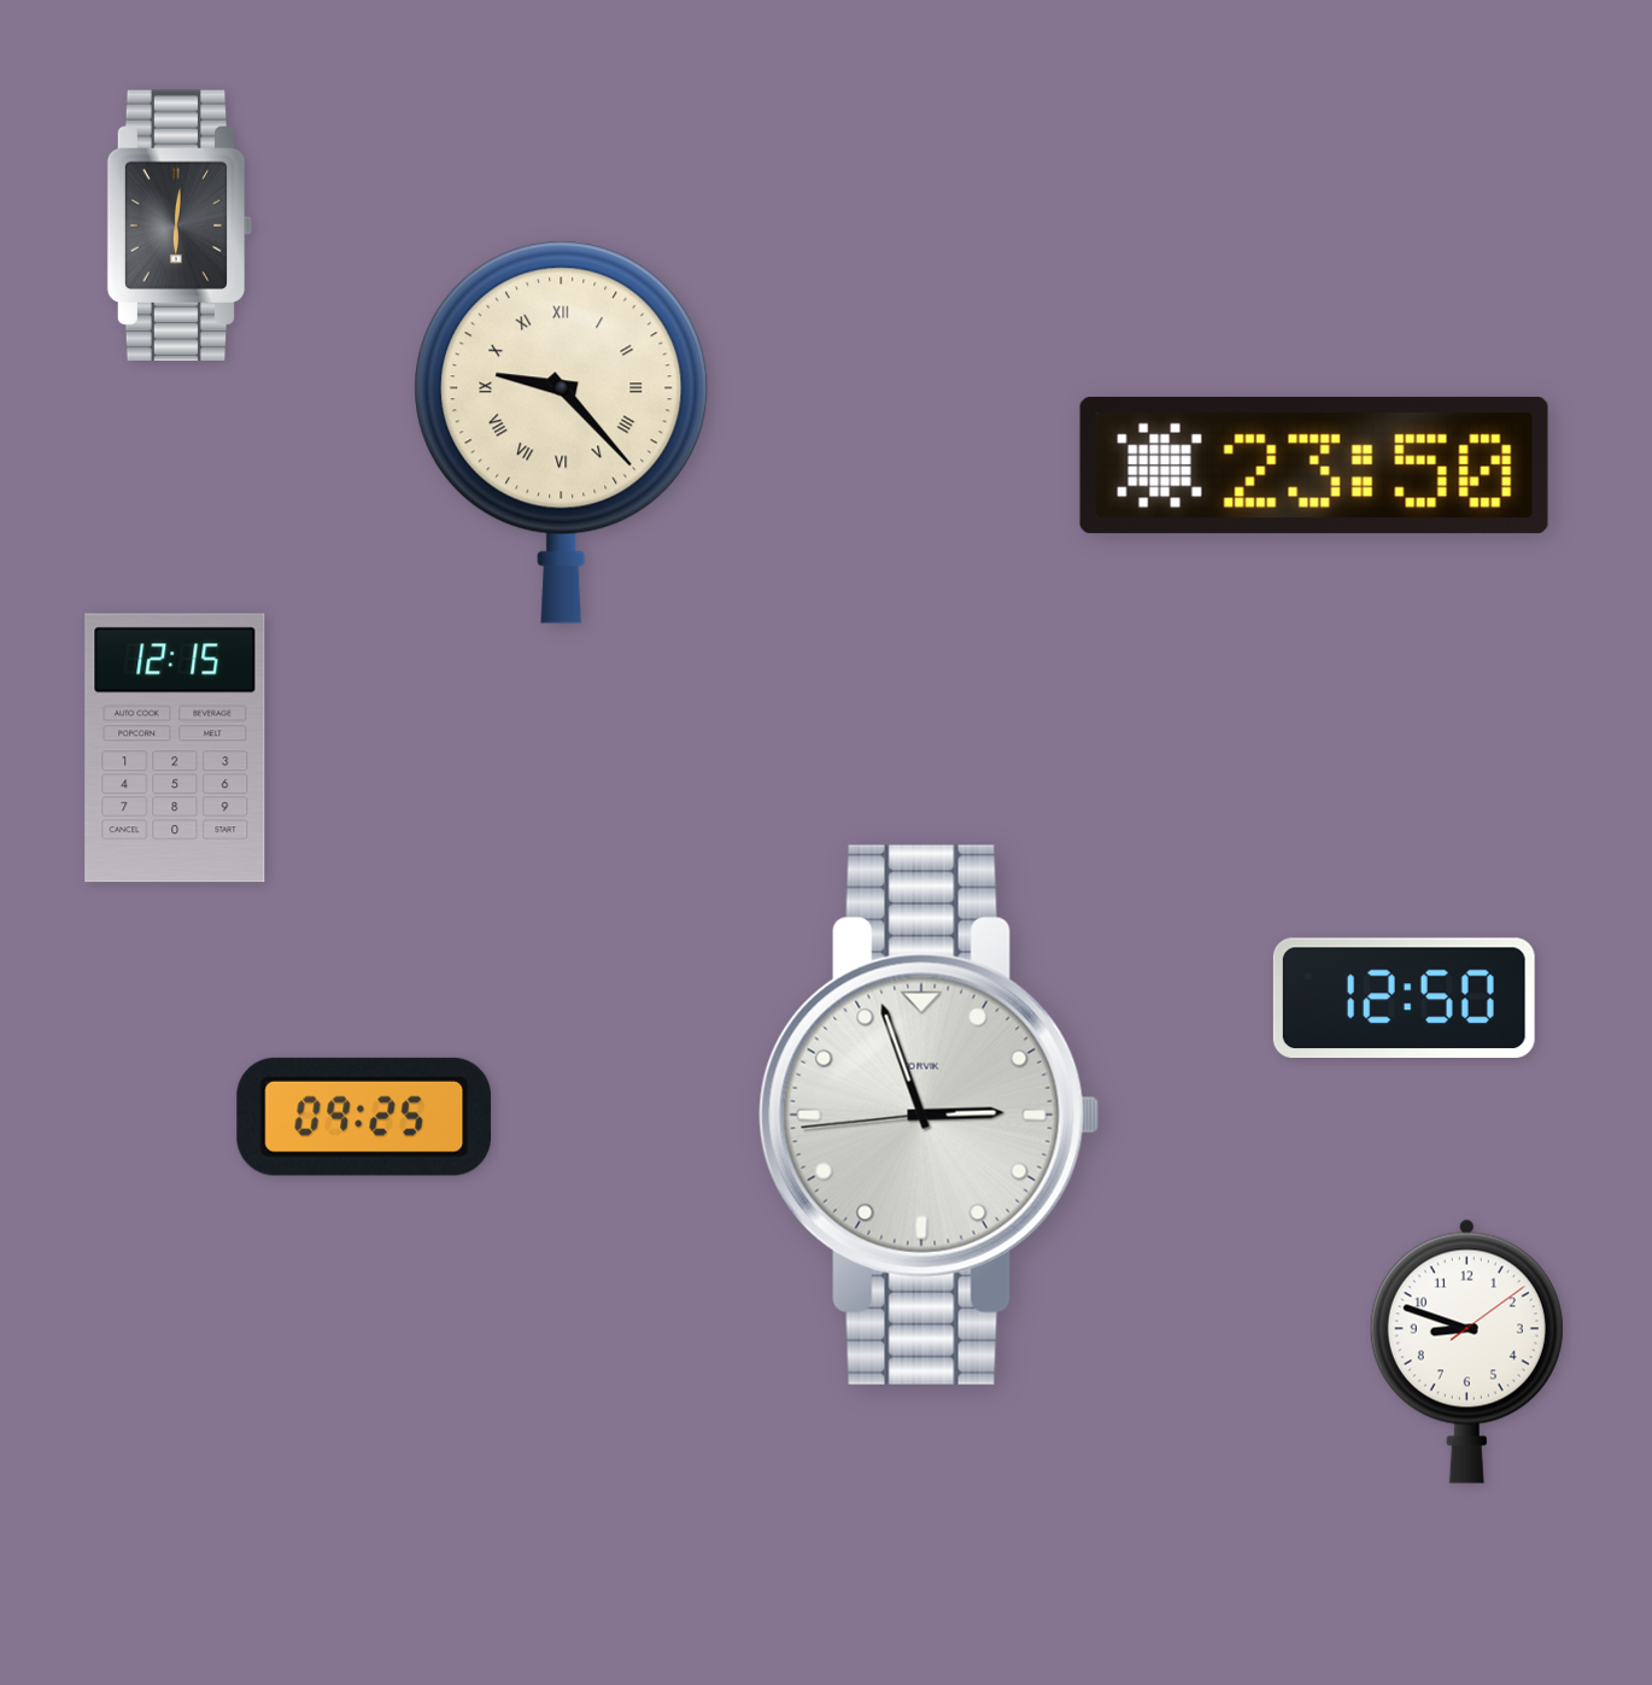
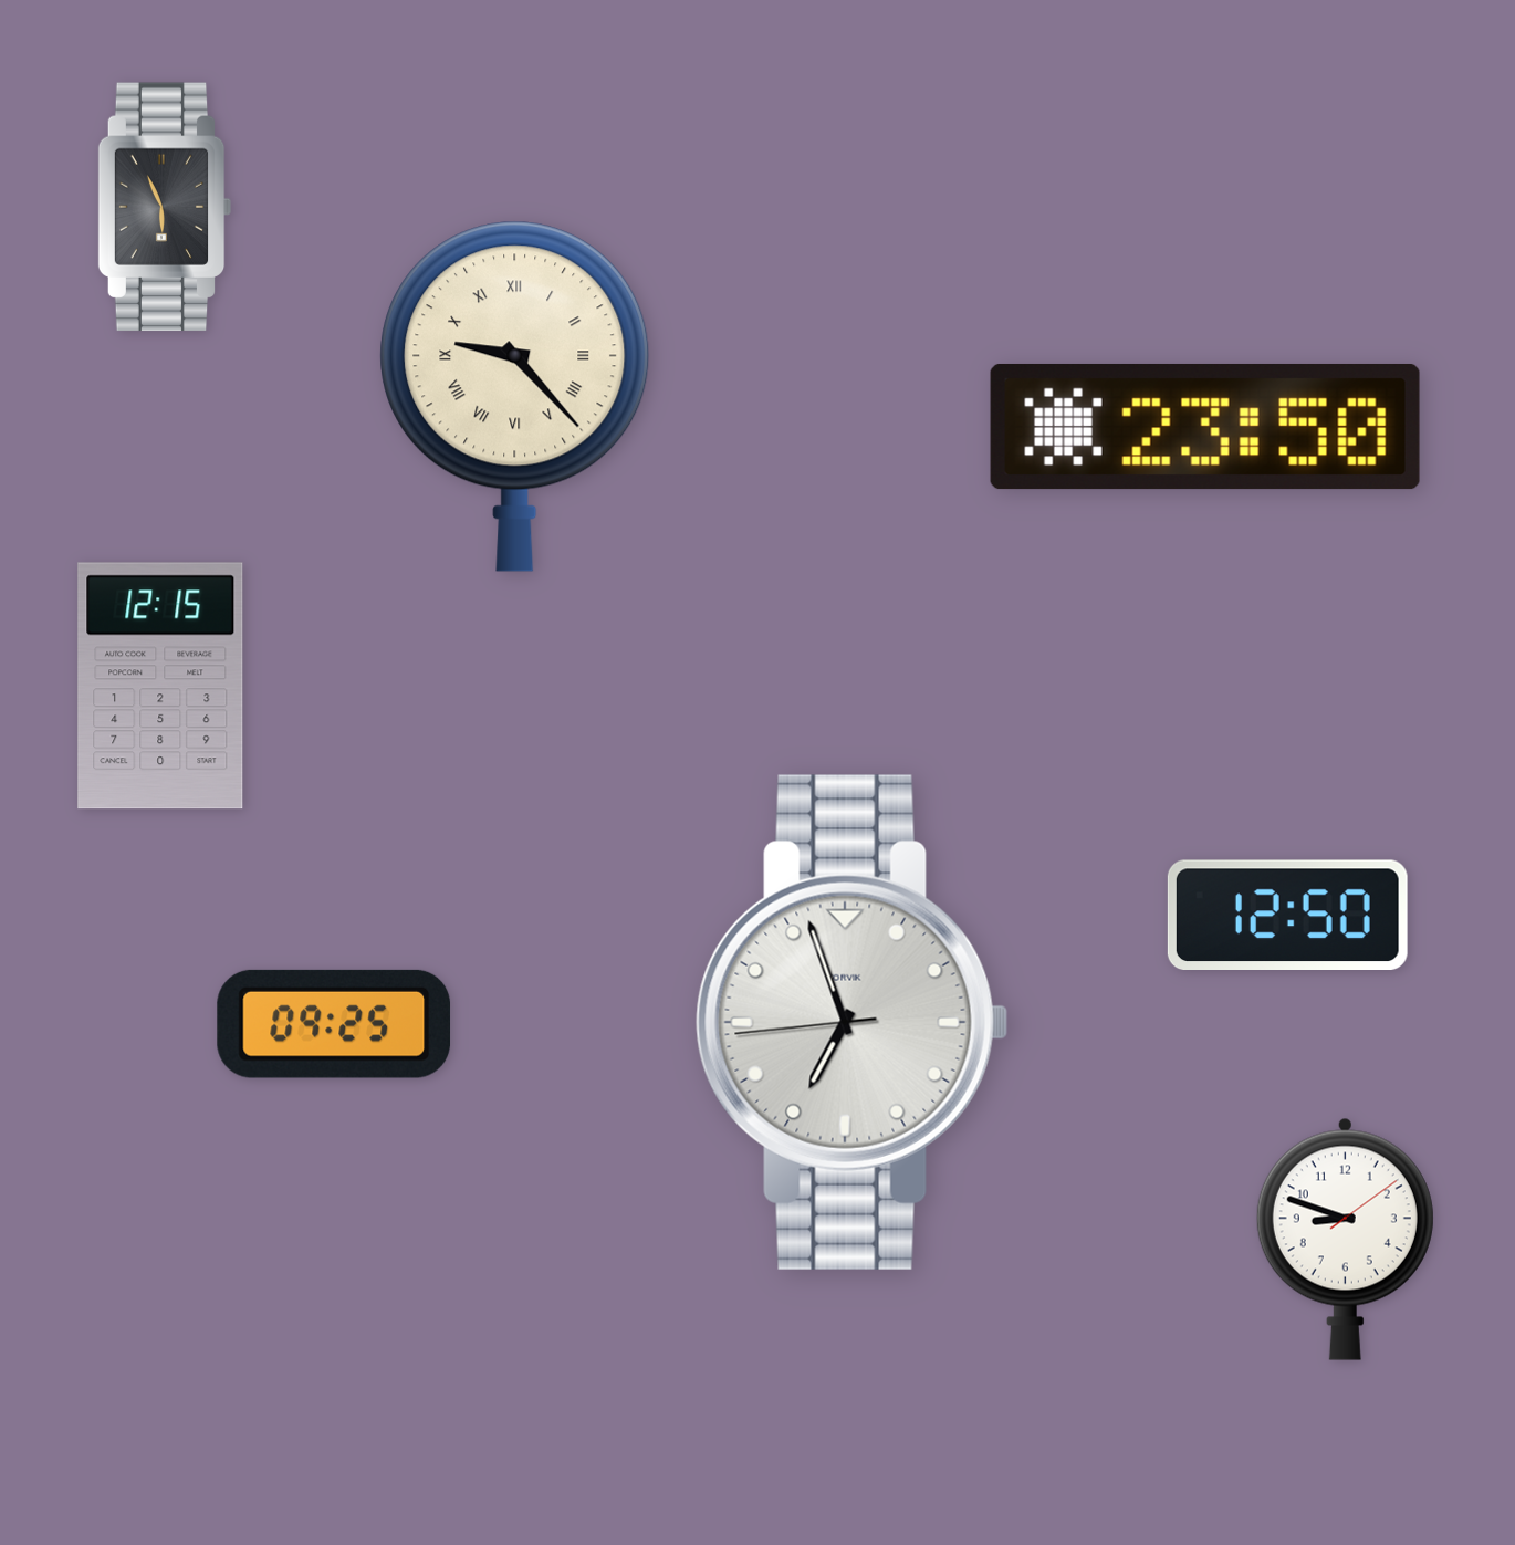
clock at (180, 226): 6:01 -> 5:56
clock at (930, 1114): 2:56 -> 6:56
